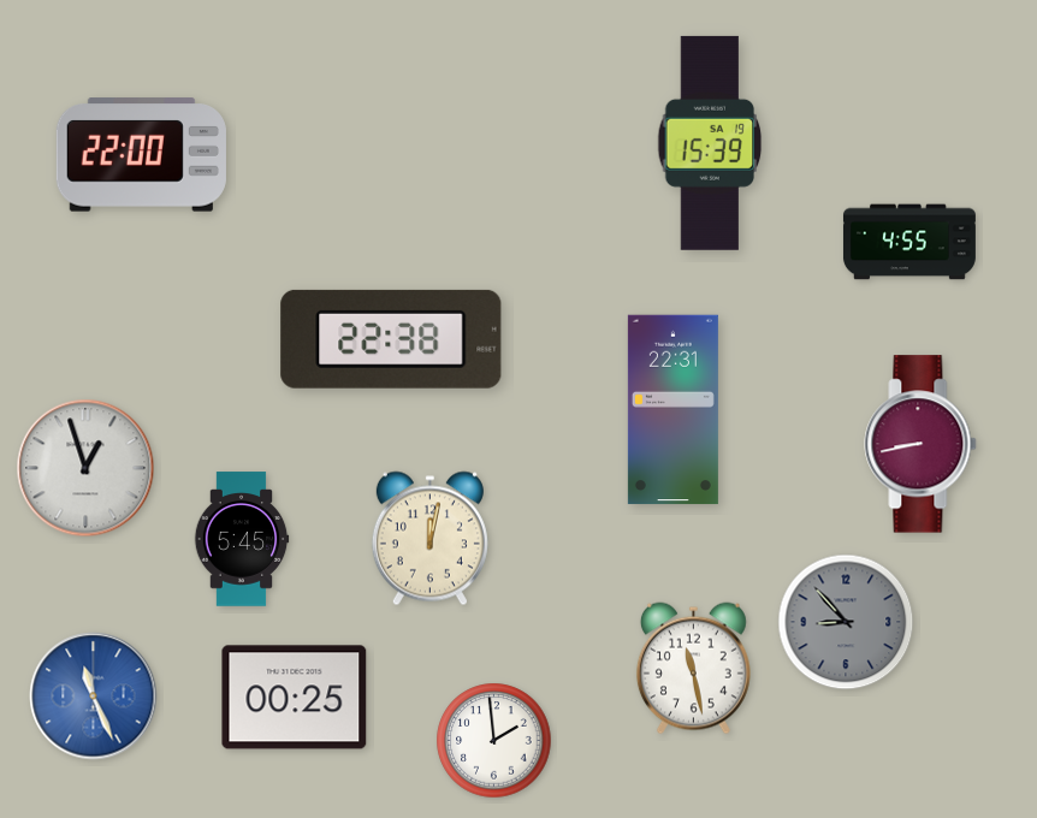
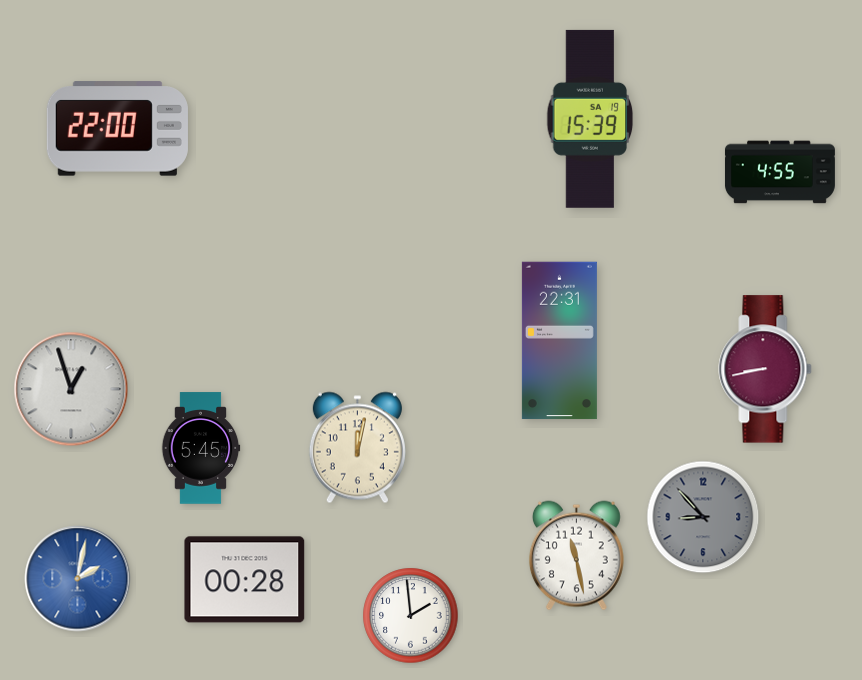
clock at (909, 242) position: (909, 242) -> (780, 172)
clock at (391, 339): 22:38 -> none
clock at (94, 697): 11:26 -> 2:02
clock at (295, 698): 00:25 -> 00:28
